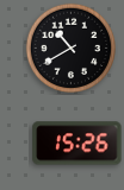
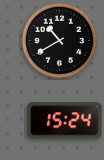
clock at (77, 144): 15:26 -> 15:24
